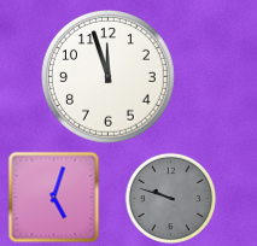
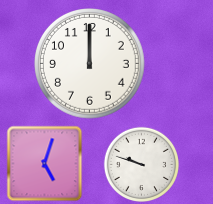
clock at (109, 77): 11:57 -> 12:00
clock at (170, 198) dial: grey -> white
